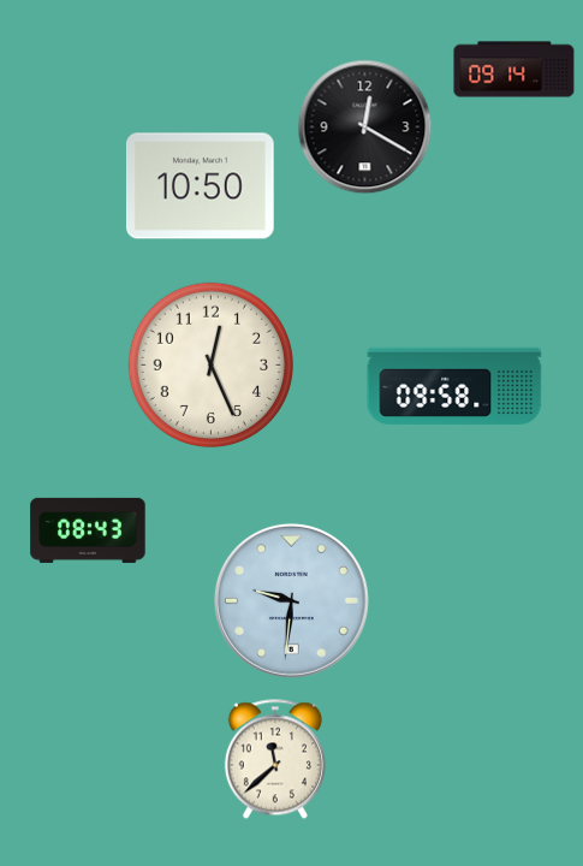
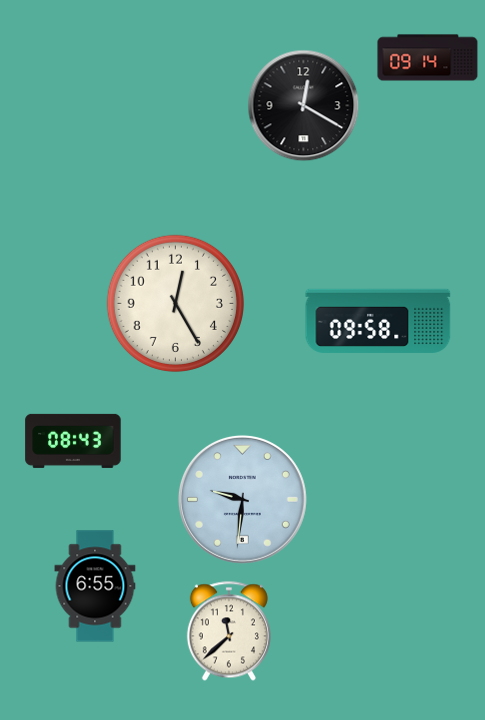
clock at (201, 186): 10:50 -> none
clock at (210, 364): 12:26 -> 12:25
clock at (95, 586): none -> 6:55
